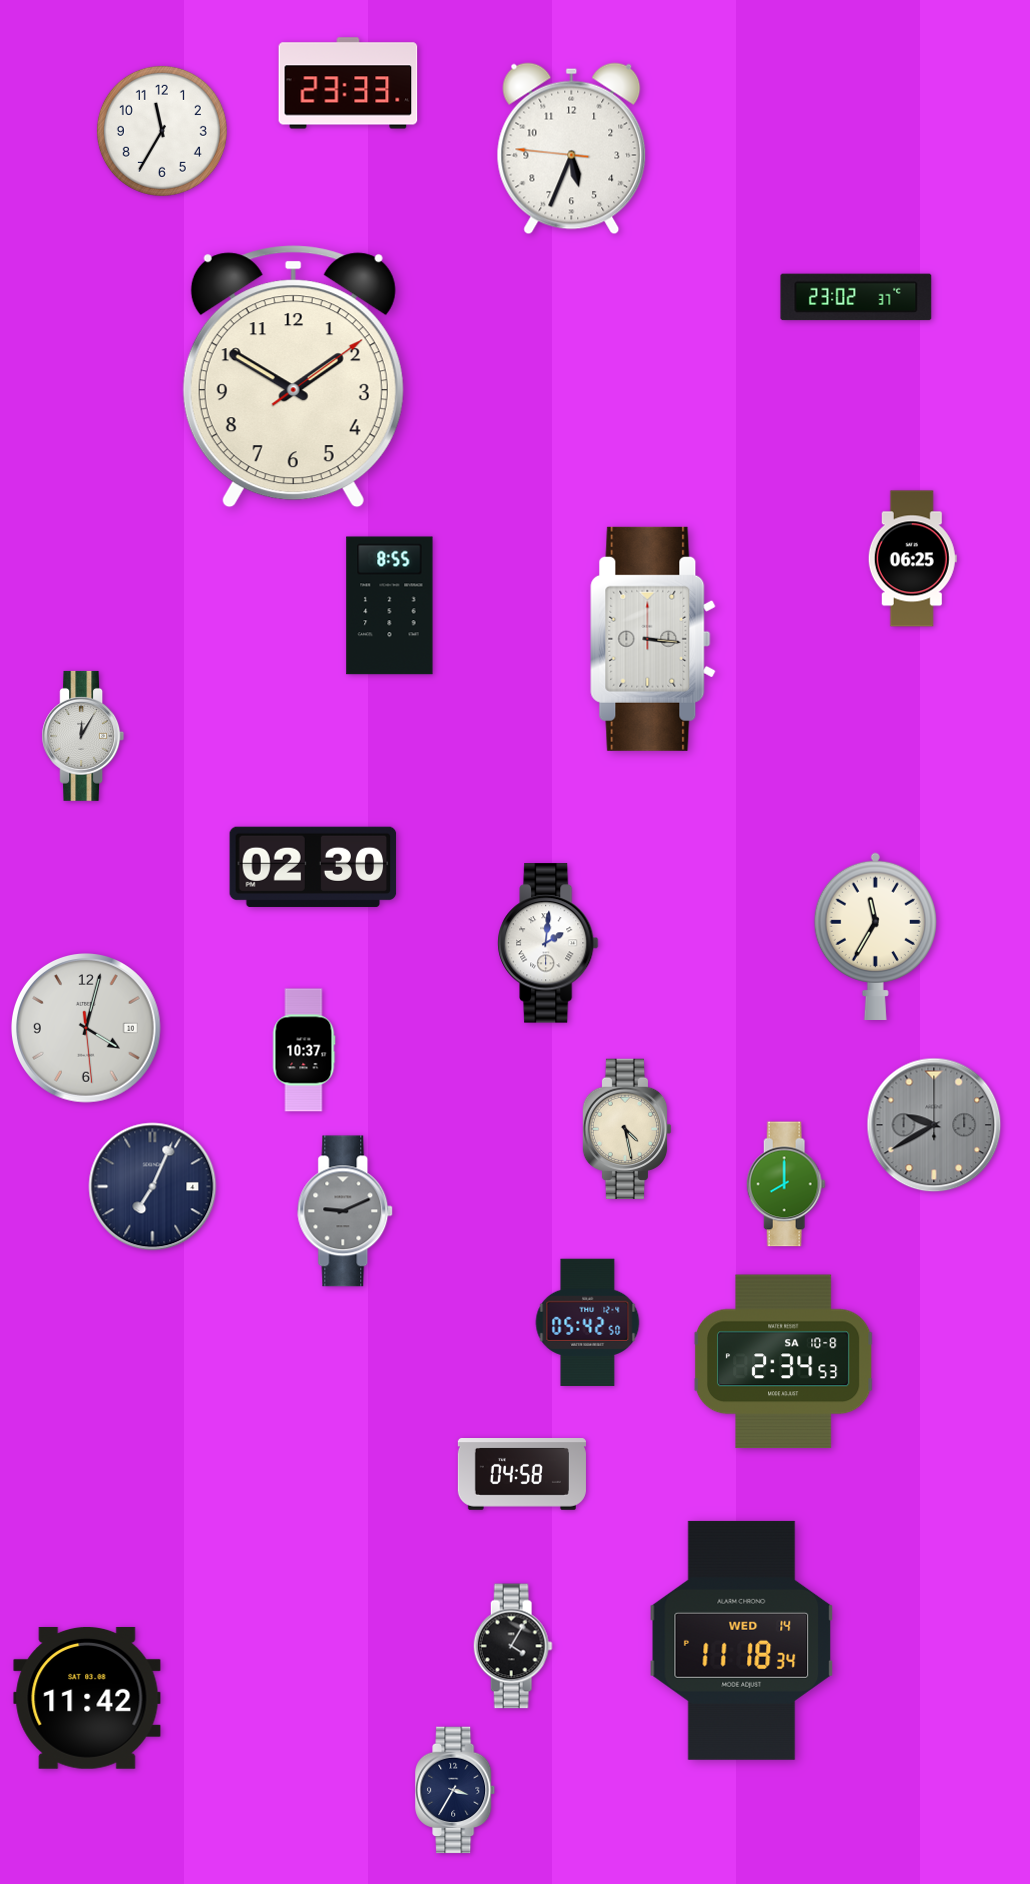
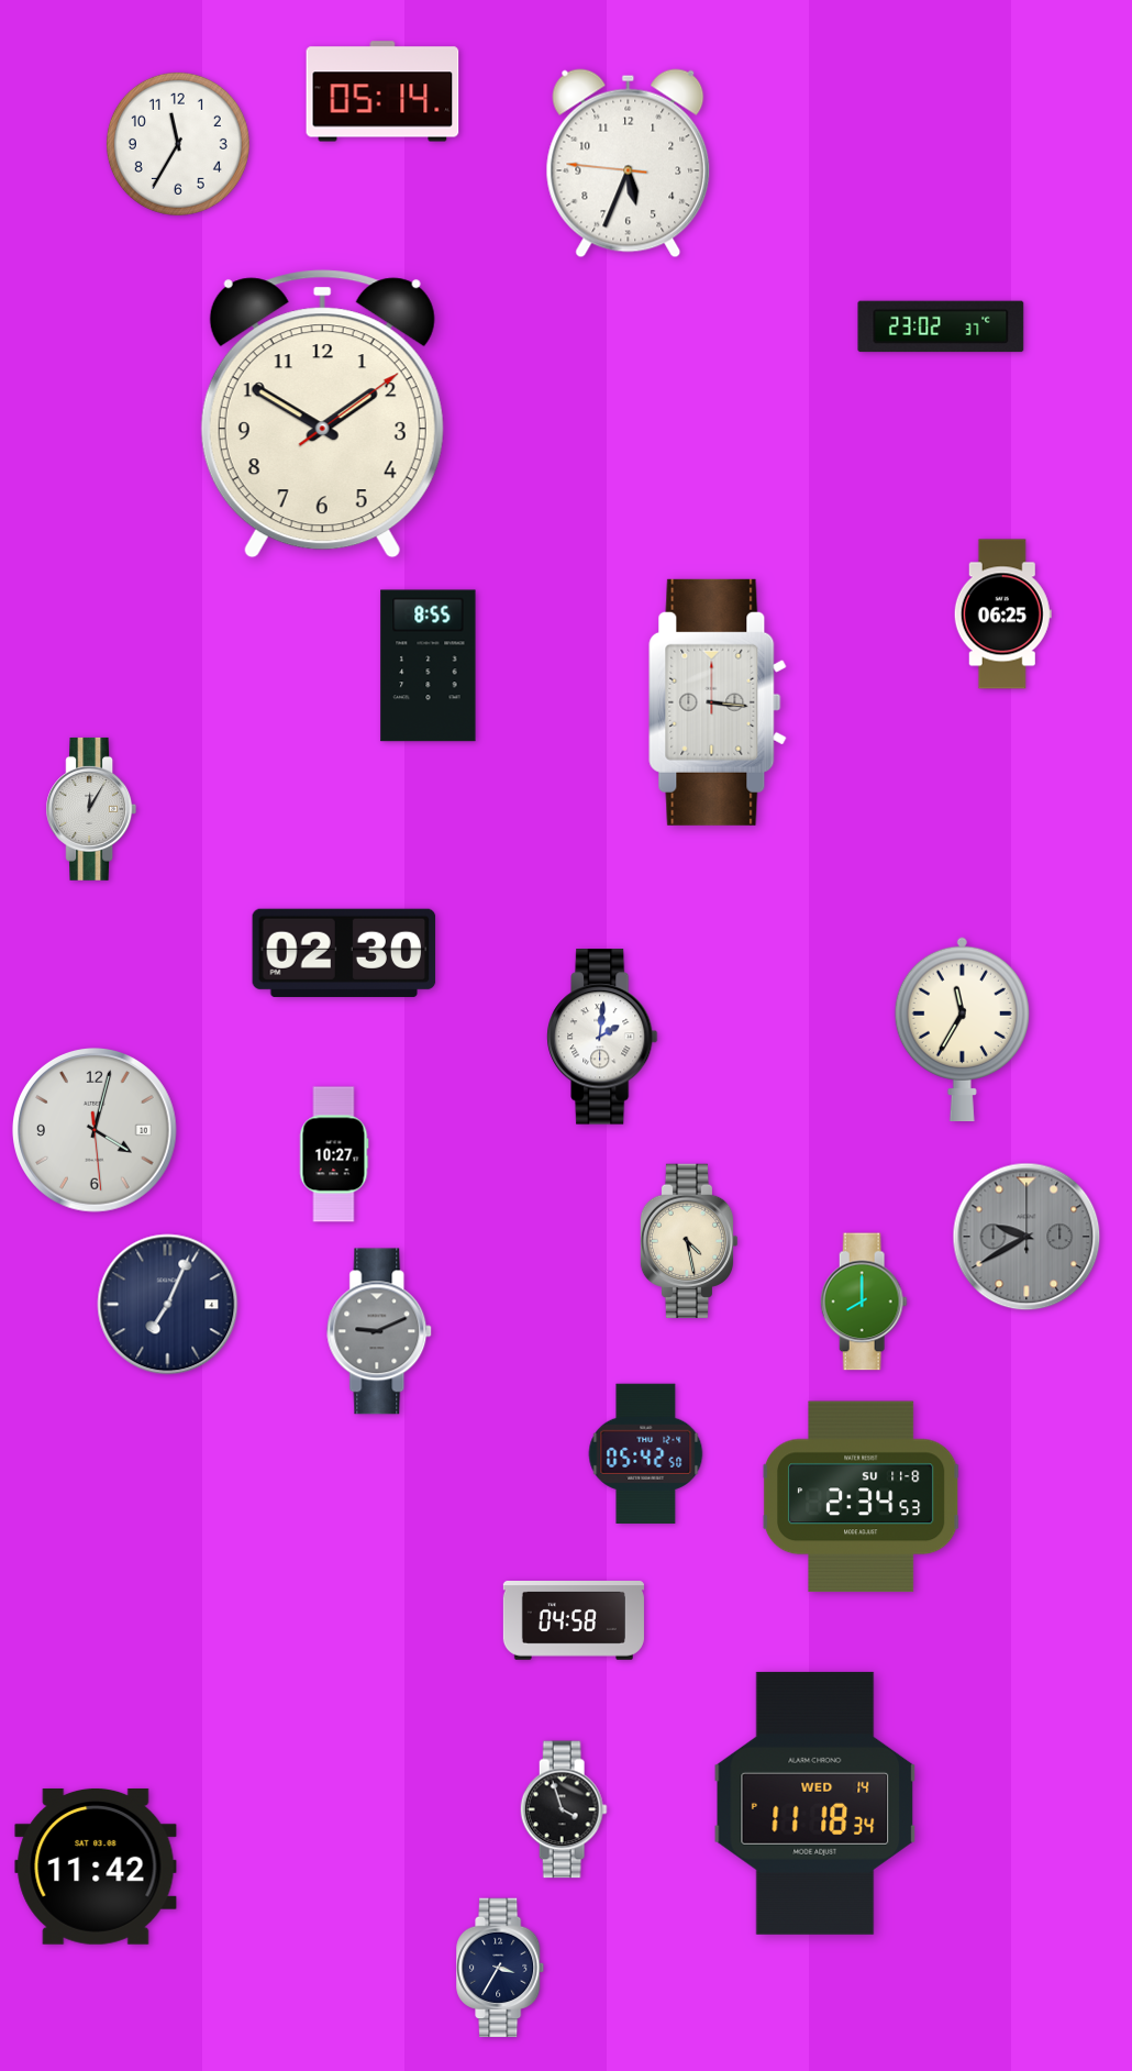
clock at (348, 83): 23:33 -> 05:14
clock at (304, 1050): 10:37 -> 10:27
clock at (783, 1362) date: SA 10-8 -> SU 11-8
clock at (513, 1646): 4:05 -> 3:57
